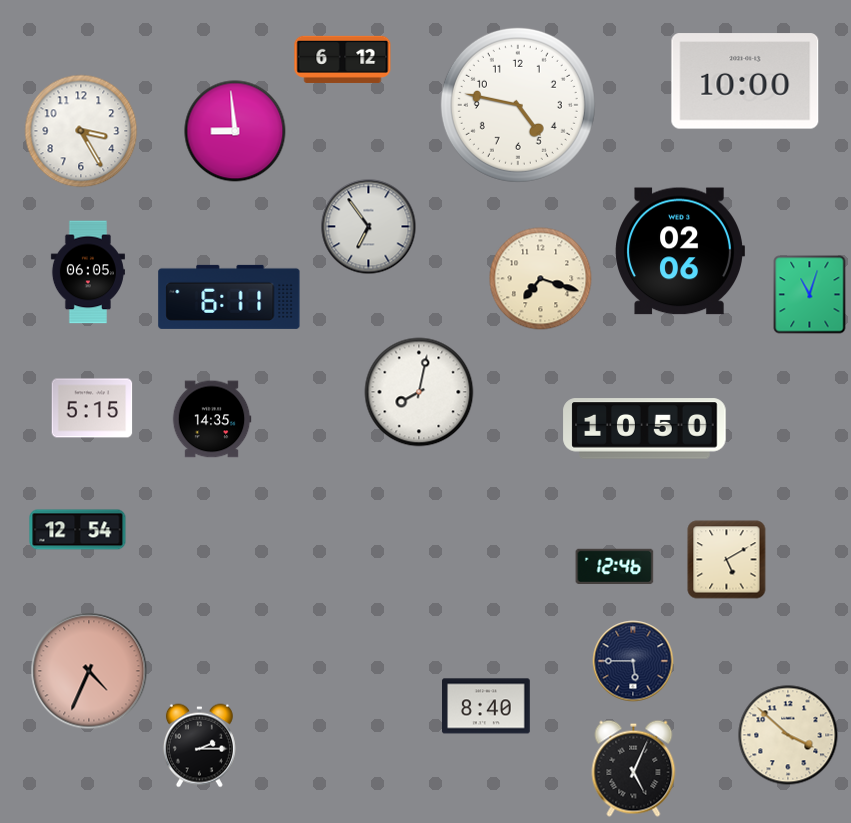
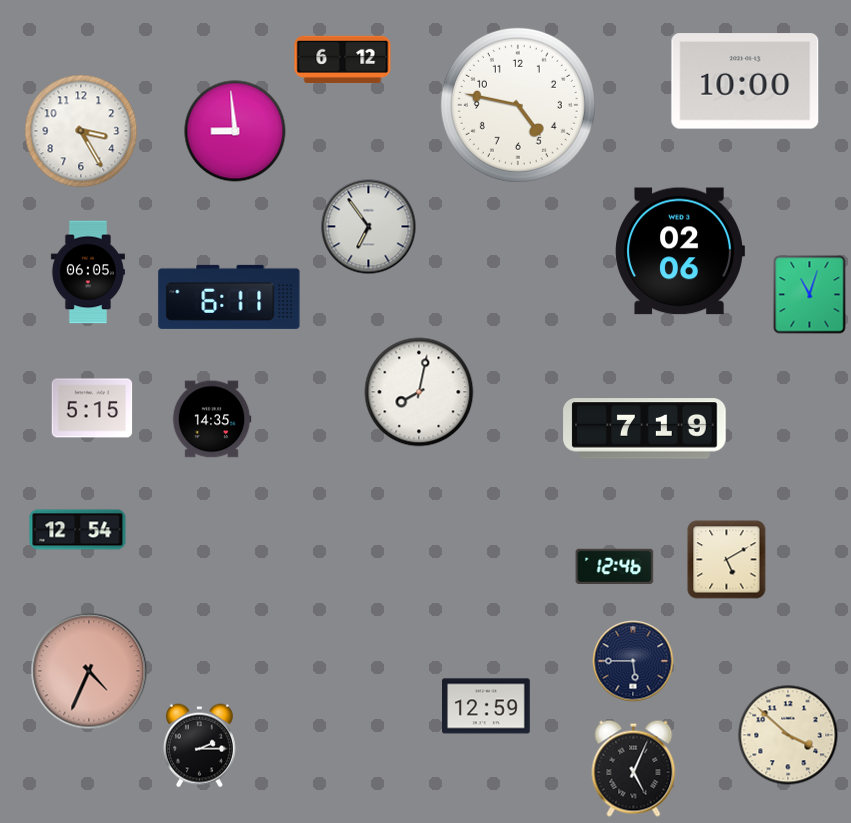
clock at (541, 279): 7:18 -> none
clock at (645, 429): 10:50 -> 7:19
clock at (486, 706): 8:40 -> 12:59
